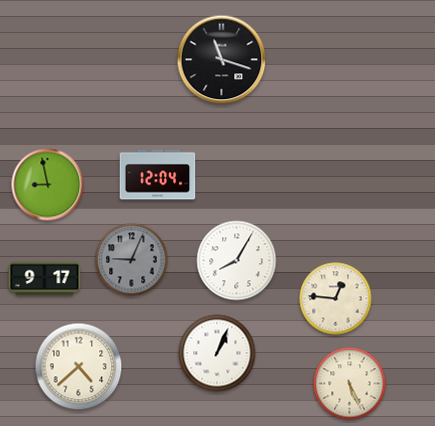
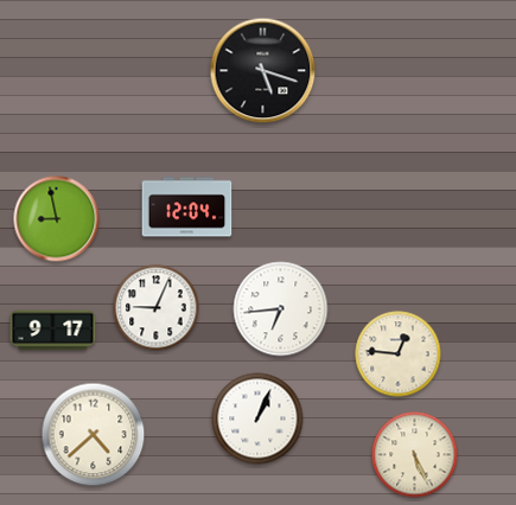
clock at (222, 60): 11:18 -> 5:18
clock at (132, 260) dial: grey -> white
clock at (237, 261): 8:05 -> 6:44
